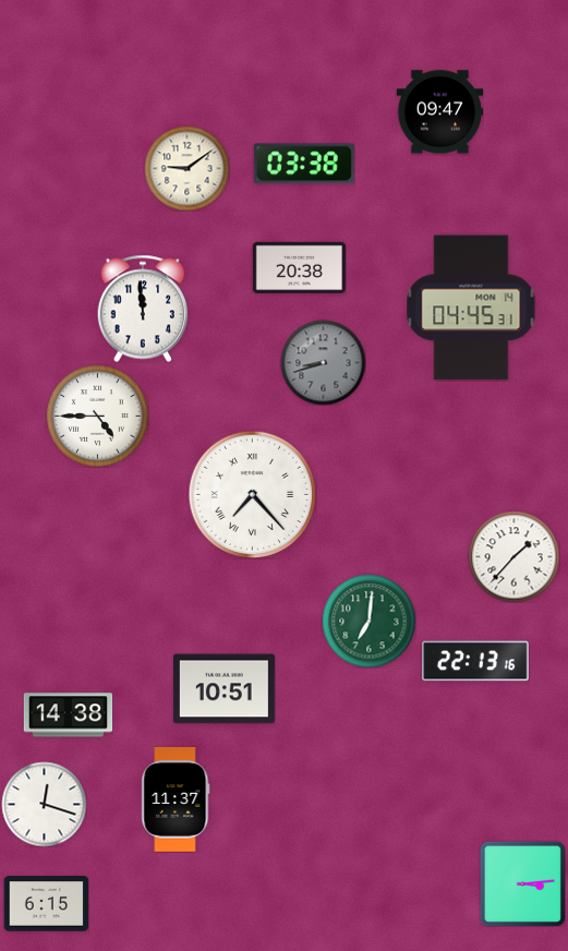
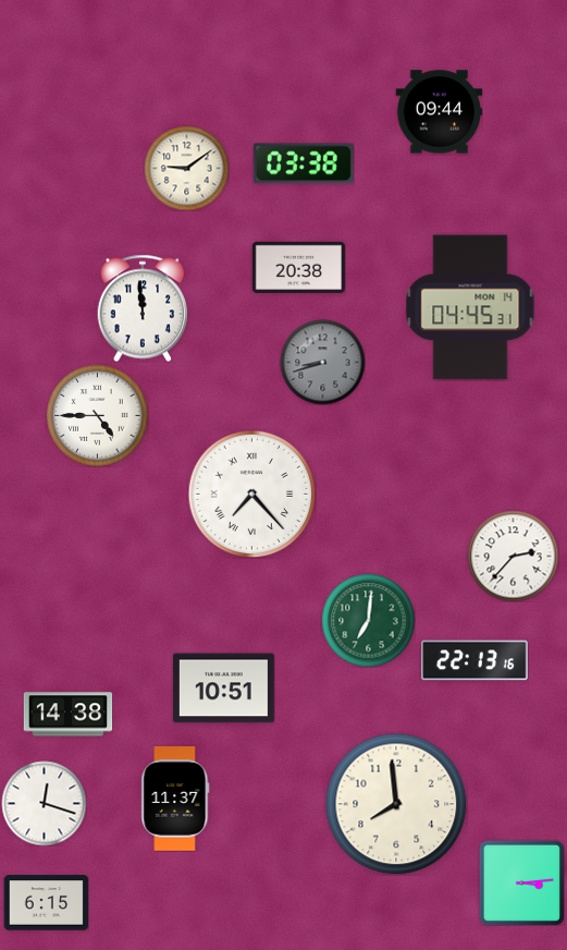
clock at (439, 112): 09:47 -> 09:44
clock at (513, 556): 1:37 -> 2:37
clock at (396, 804): none -> 7:59
